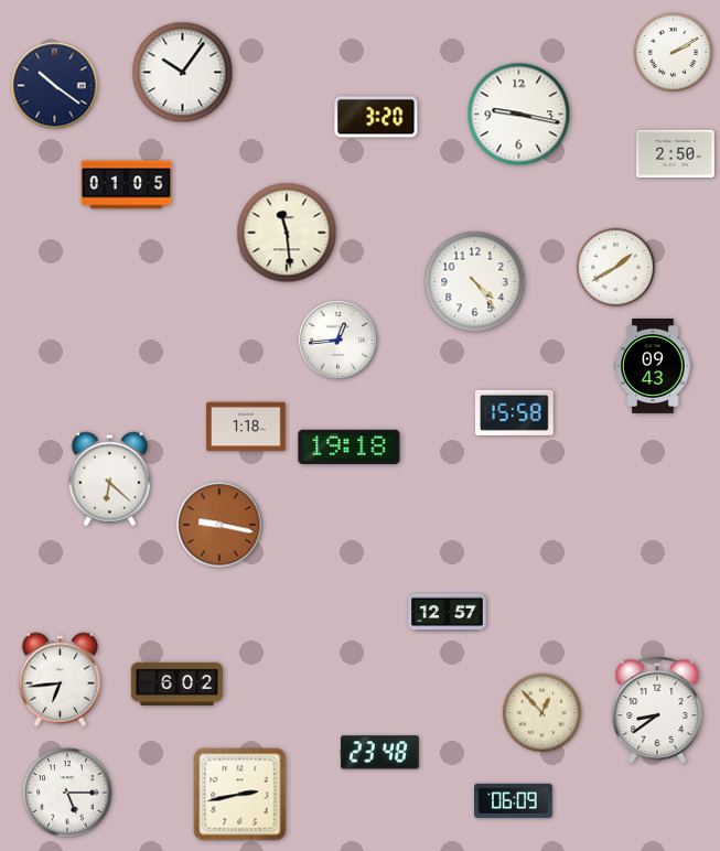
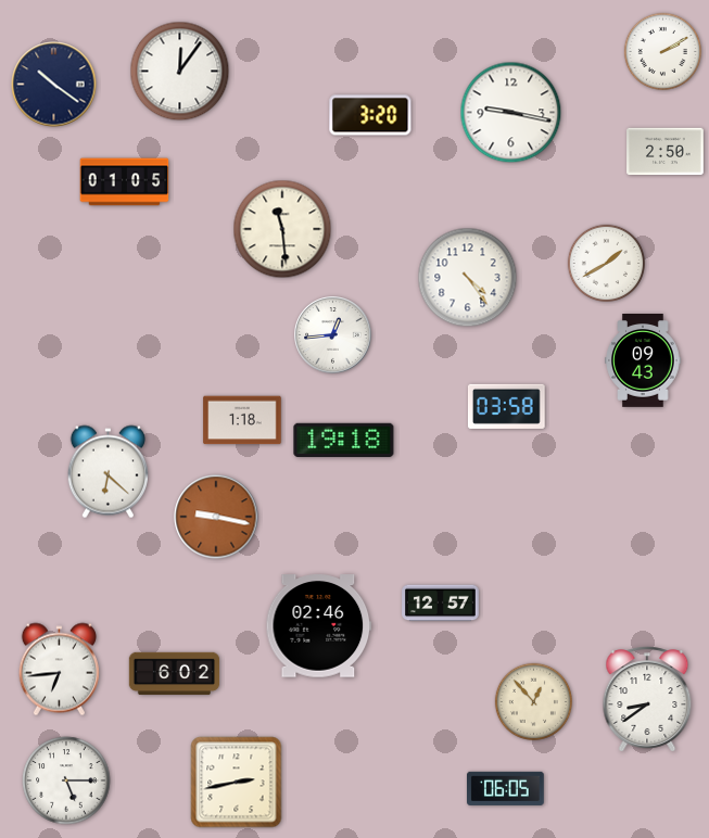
clock at (183, 73): 10:06 -> 12:06
clock at (515, 412): 15:58 -> 03:58
clock at (319, 626): none -> 02:46
clock at (379, 753): 23:48 -> none
clock at (514, 800): 06:09 -> 06:05
